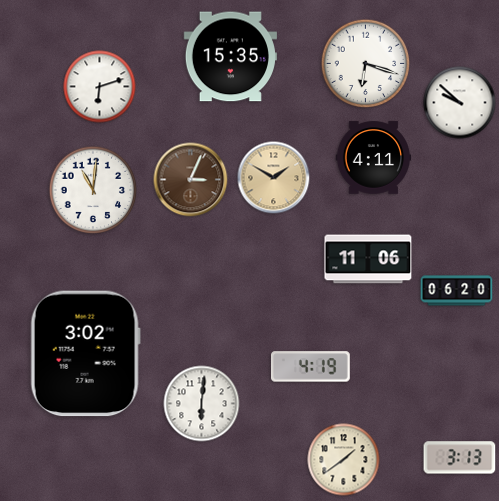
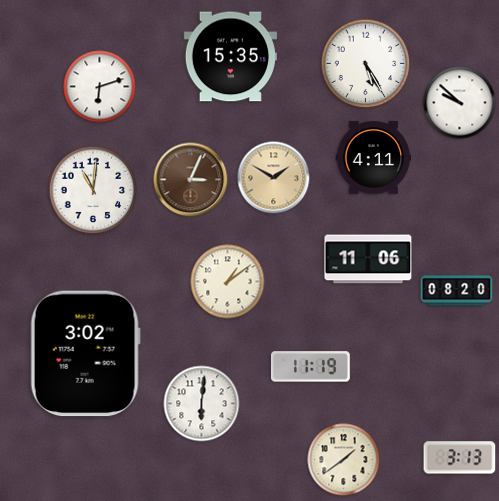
clock at (366, 64): 6:18 -> 5:25
clock at (228, 282): none -> 1:09
clock at (457, 291): 06:20 -> 08:20
clock at (310, 367): 4:19 -> 11:19
